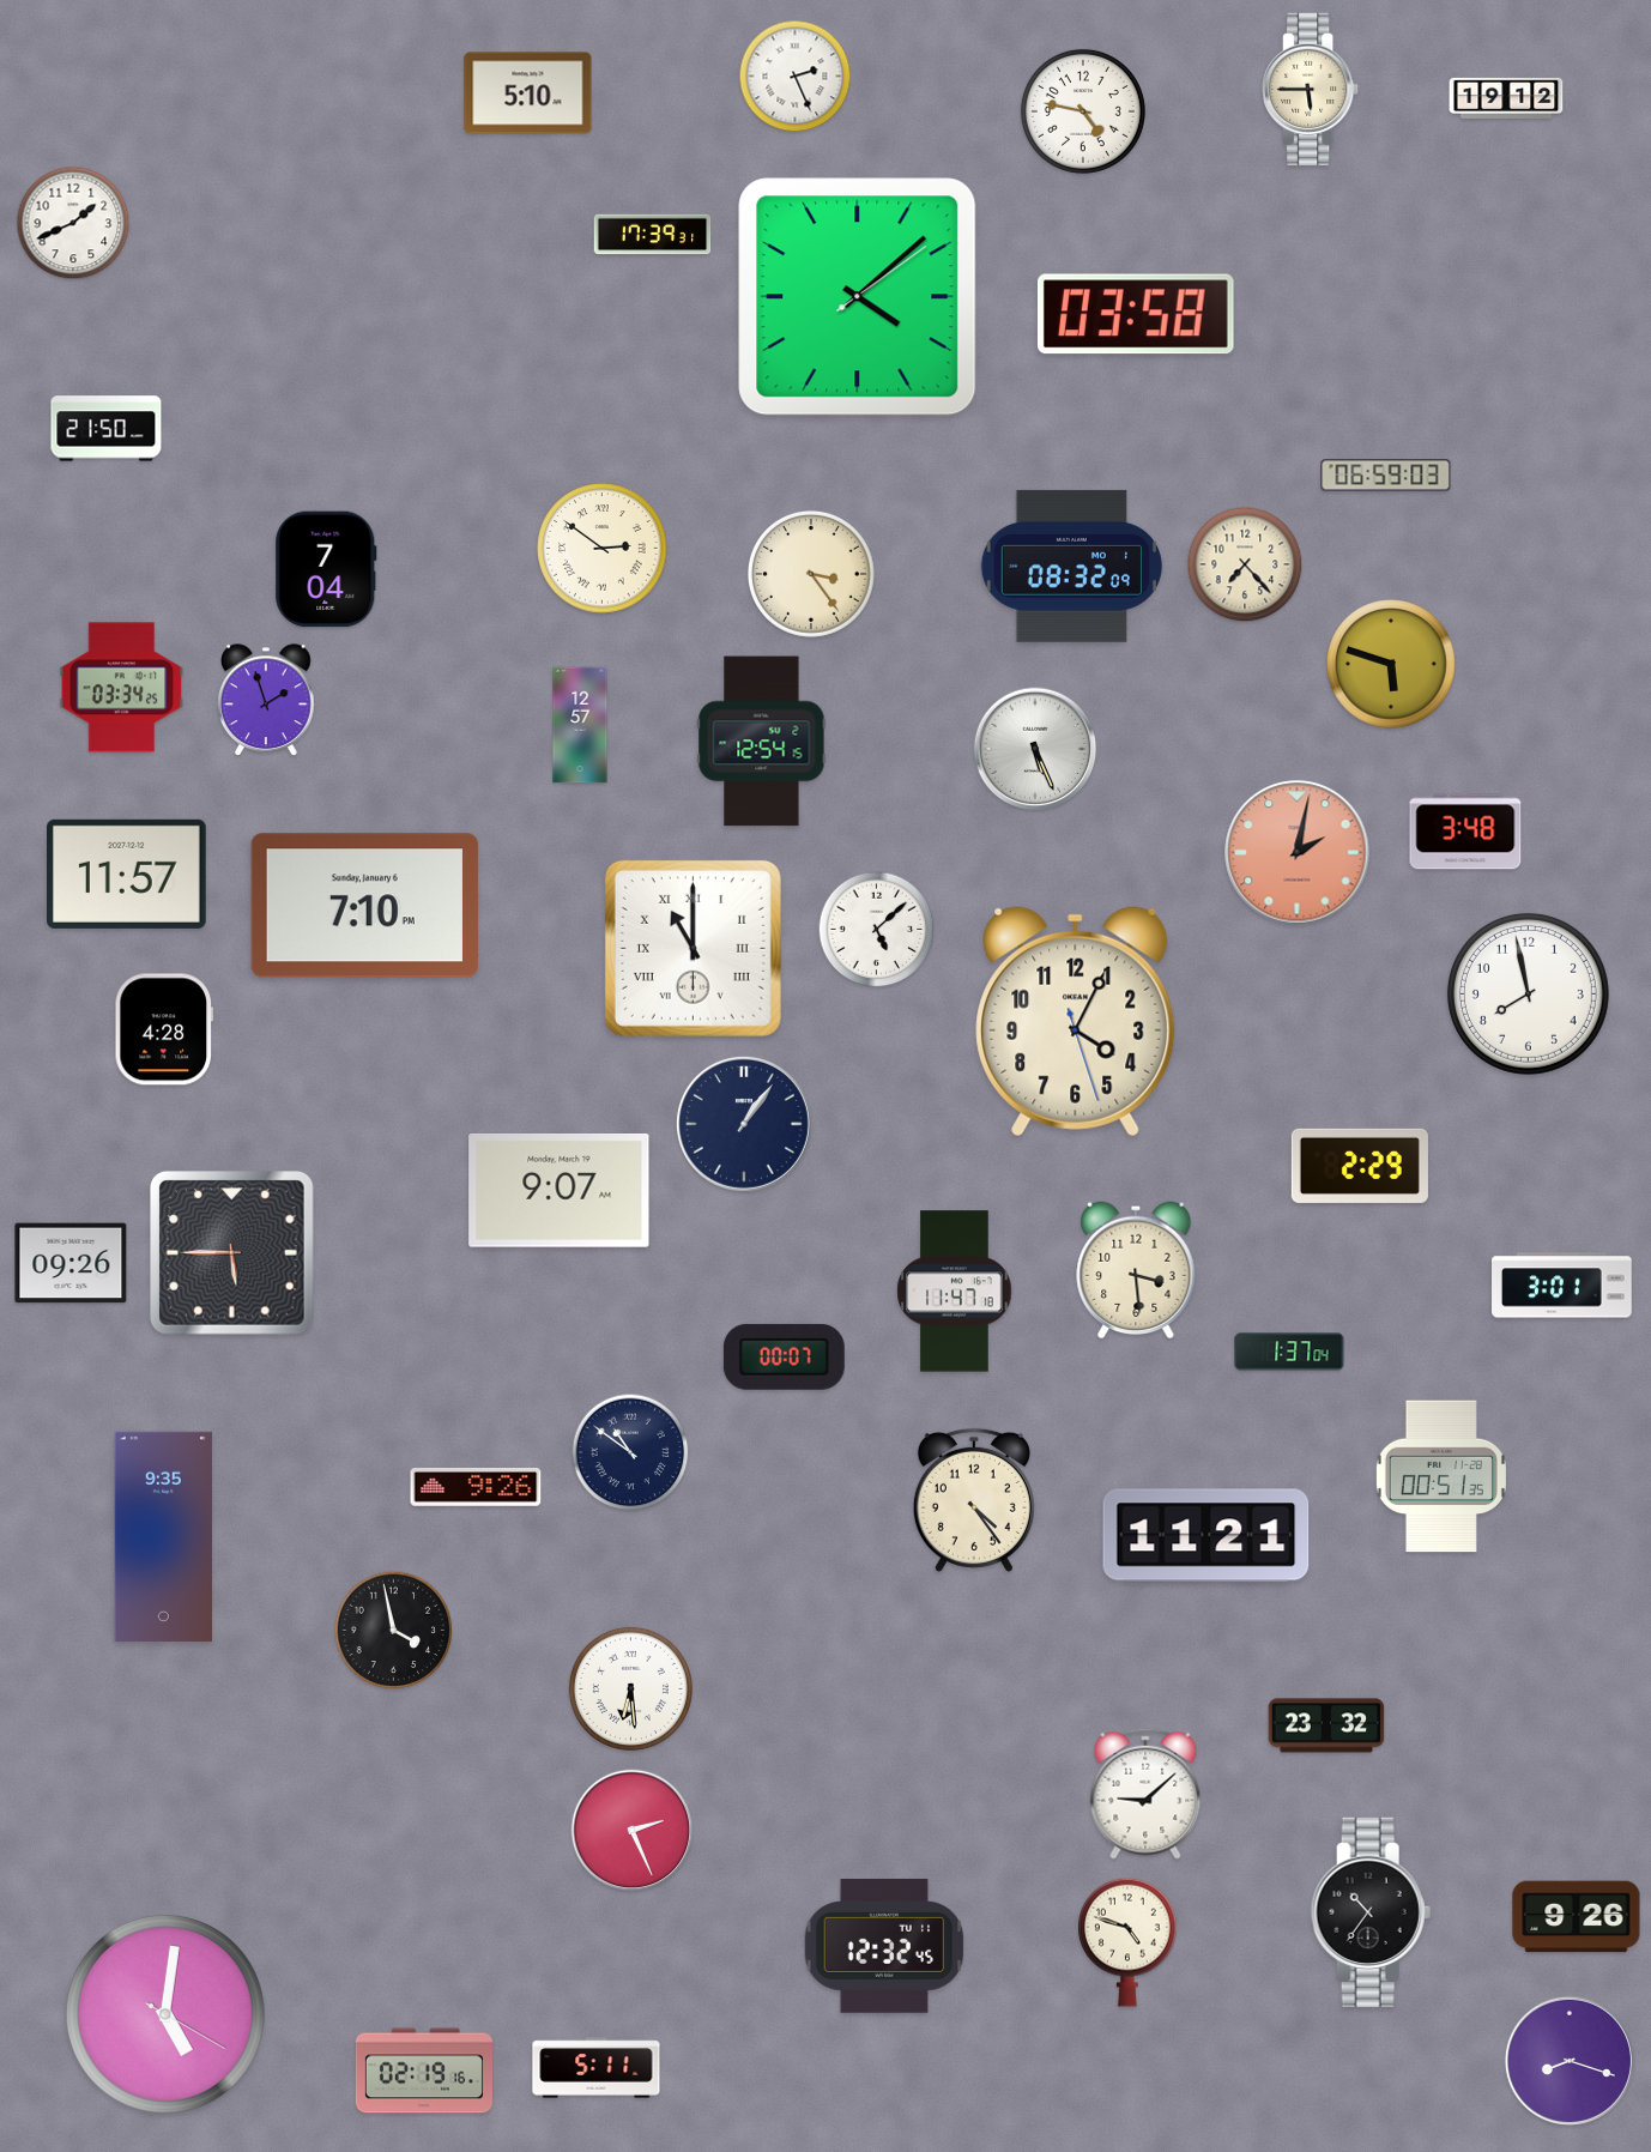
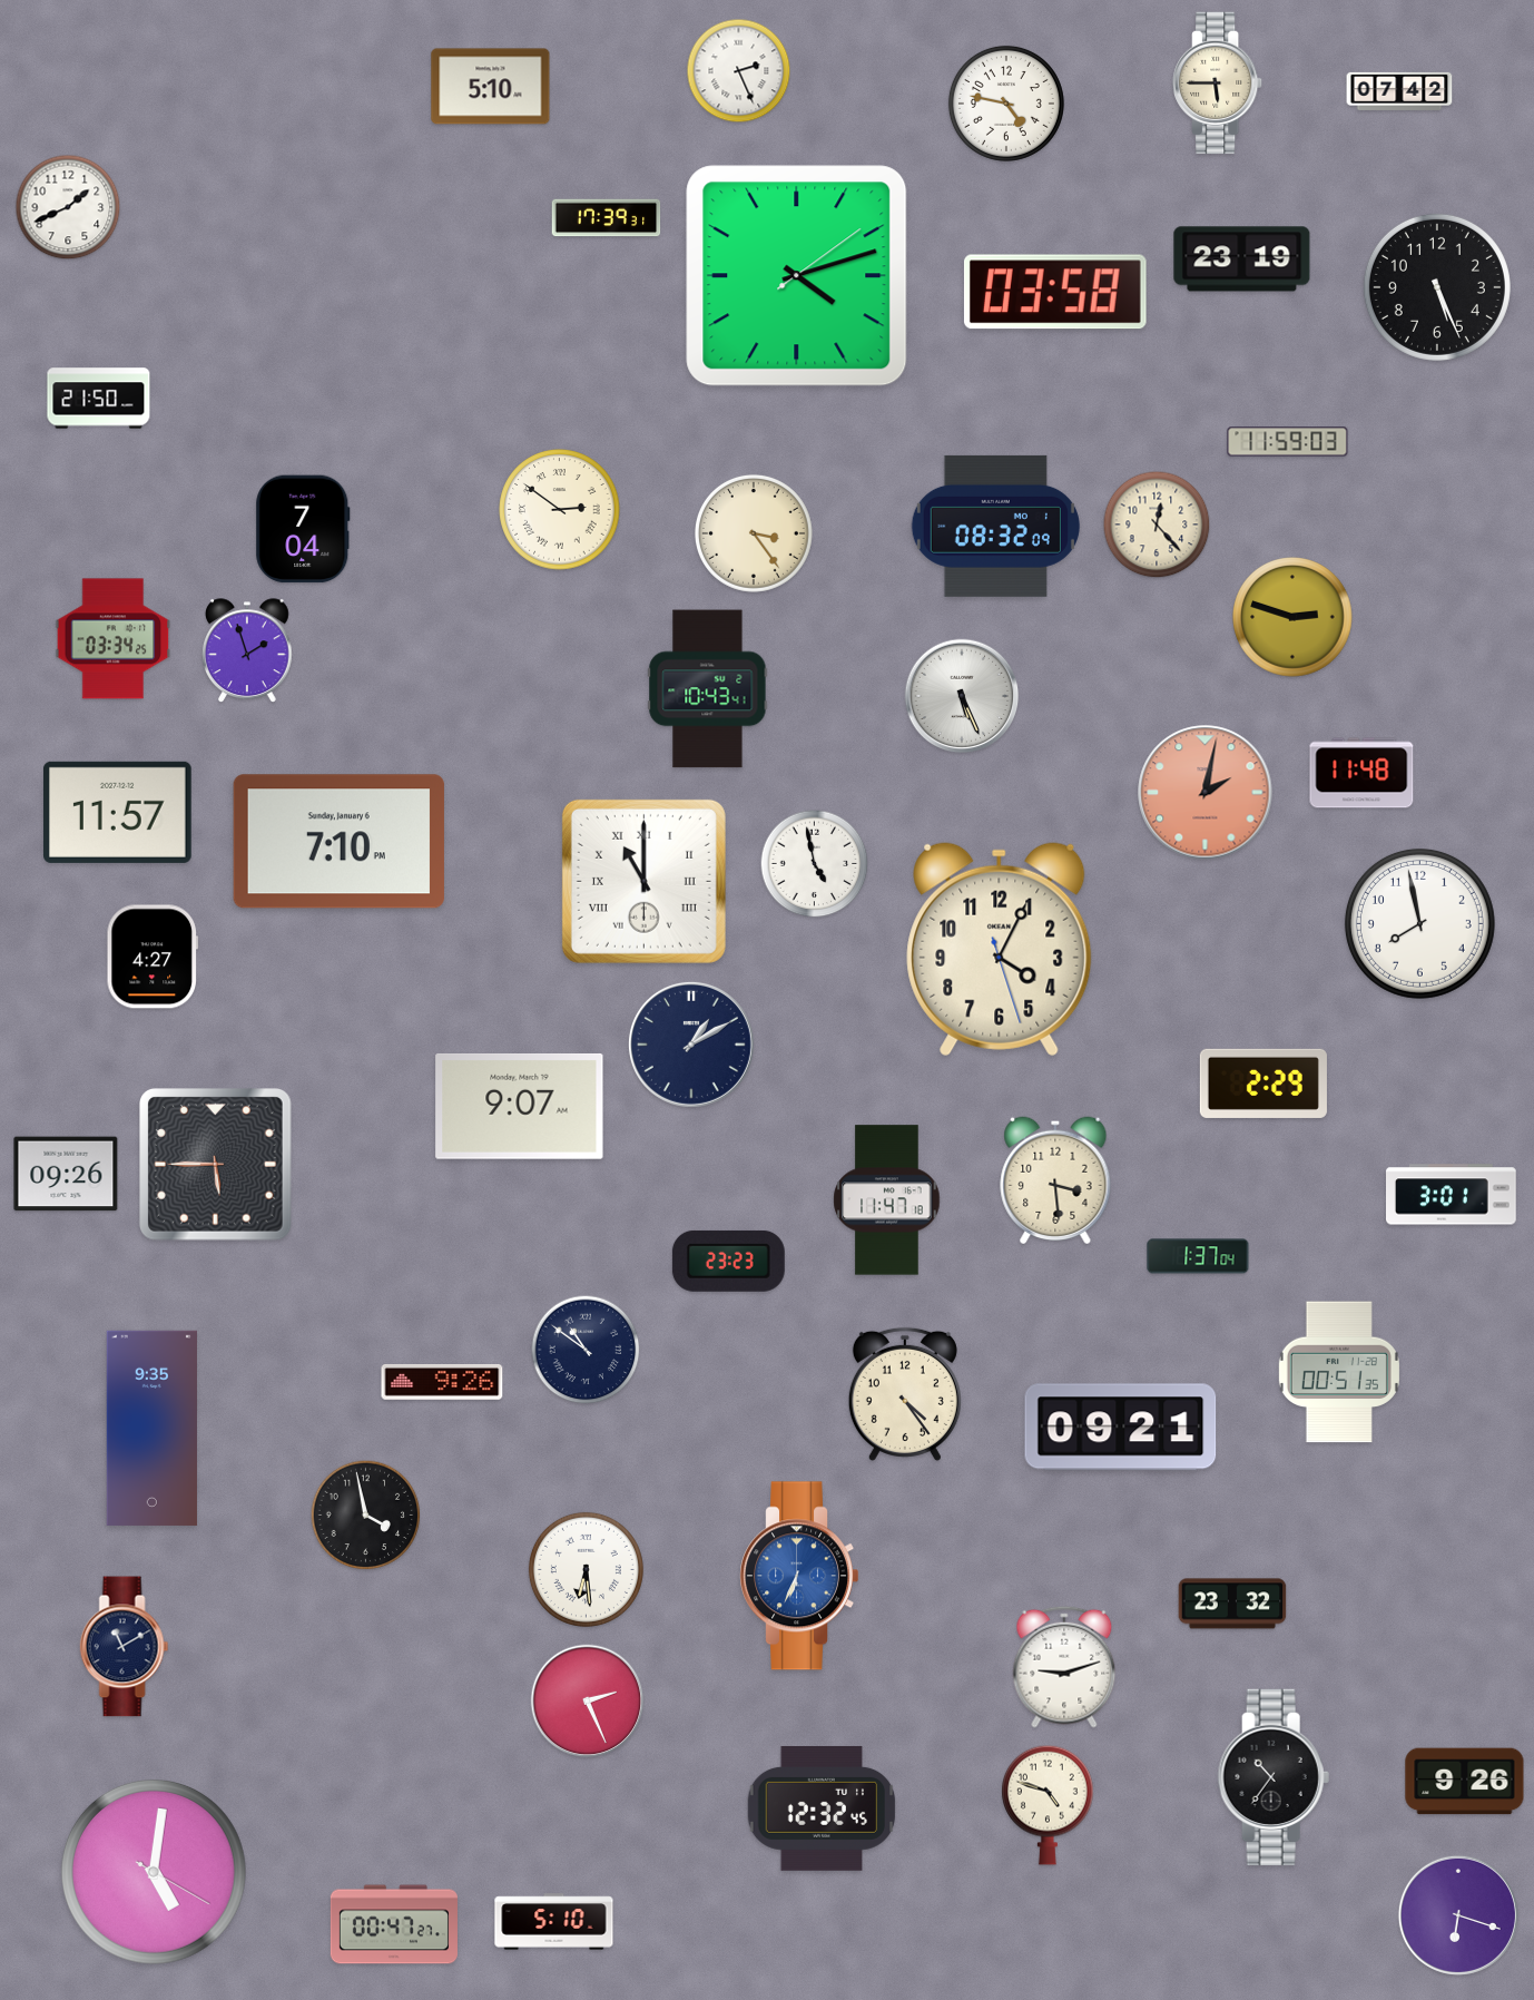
clock at (1506, 98): 19:12 -> 07:42
clock at (1242, 259): none -> 23:19
clock at (858, 297): 4:08 -> 4:12
clock at (1437, 287): none -> 5:26
clock at (1386, 476): 06:59 -> 11:59
clock at (1245, 564): 7:23 -> 12:23
clock at (1391, 664): 5:48 -> 2:48
clock at (580, 725): 12:57 -> none
clock at (762, 742): 12:54 -> 10:43
clock at (1465, 832): 3:48 -> 11:48
clock at (877, 930): 5:08 -> 4:58
clock at (163, 1029): 4:28 -> 4:27
clock at (744, 1124): 1:06 -> 1:10
clock at (784, 1356): 00:07 -> 23:23
clock at (1206, 1536): 11:21 -> 09:21
clock at (798, 1576): none -> 6:34
clock at (125, 1647): none -> 11:10
clock at (1145, 1794): 9:08 -> 9:12
clock at (1570, 2061): 8:18 -> 6:18
clock at (597, 2068): 5:11 -> 5:10
clock at (424, 2071): 02:19 -> 00:47
